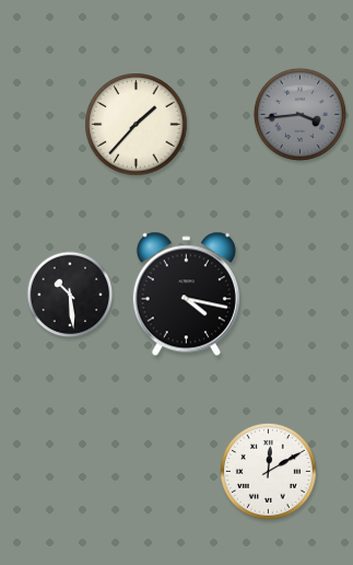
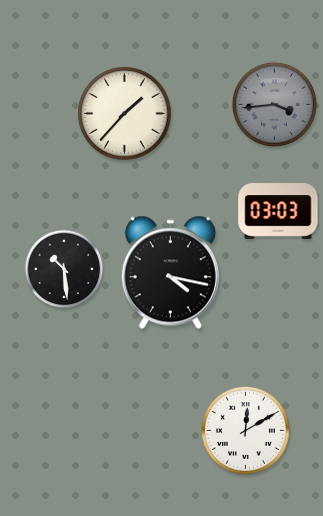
clock at (278, 211): none -> 03:03
clock at (186, 295) position: (186, 295) -> (170, 273)
